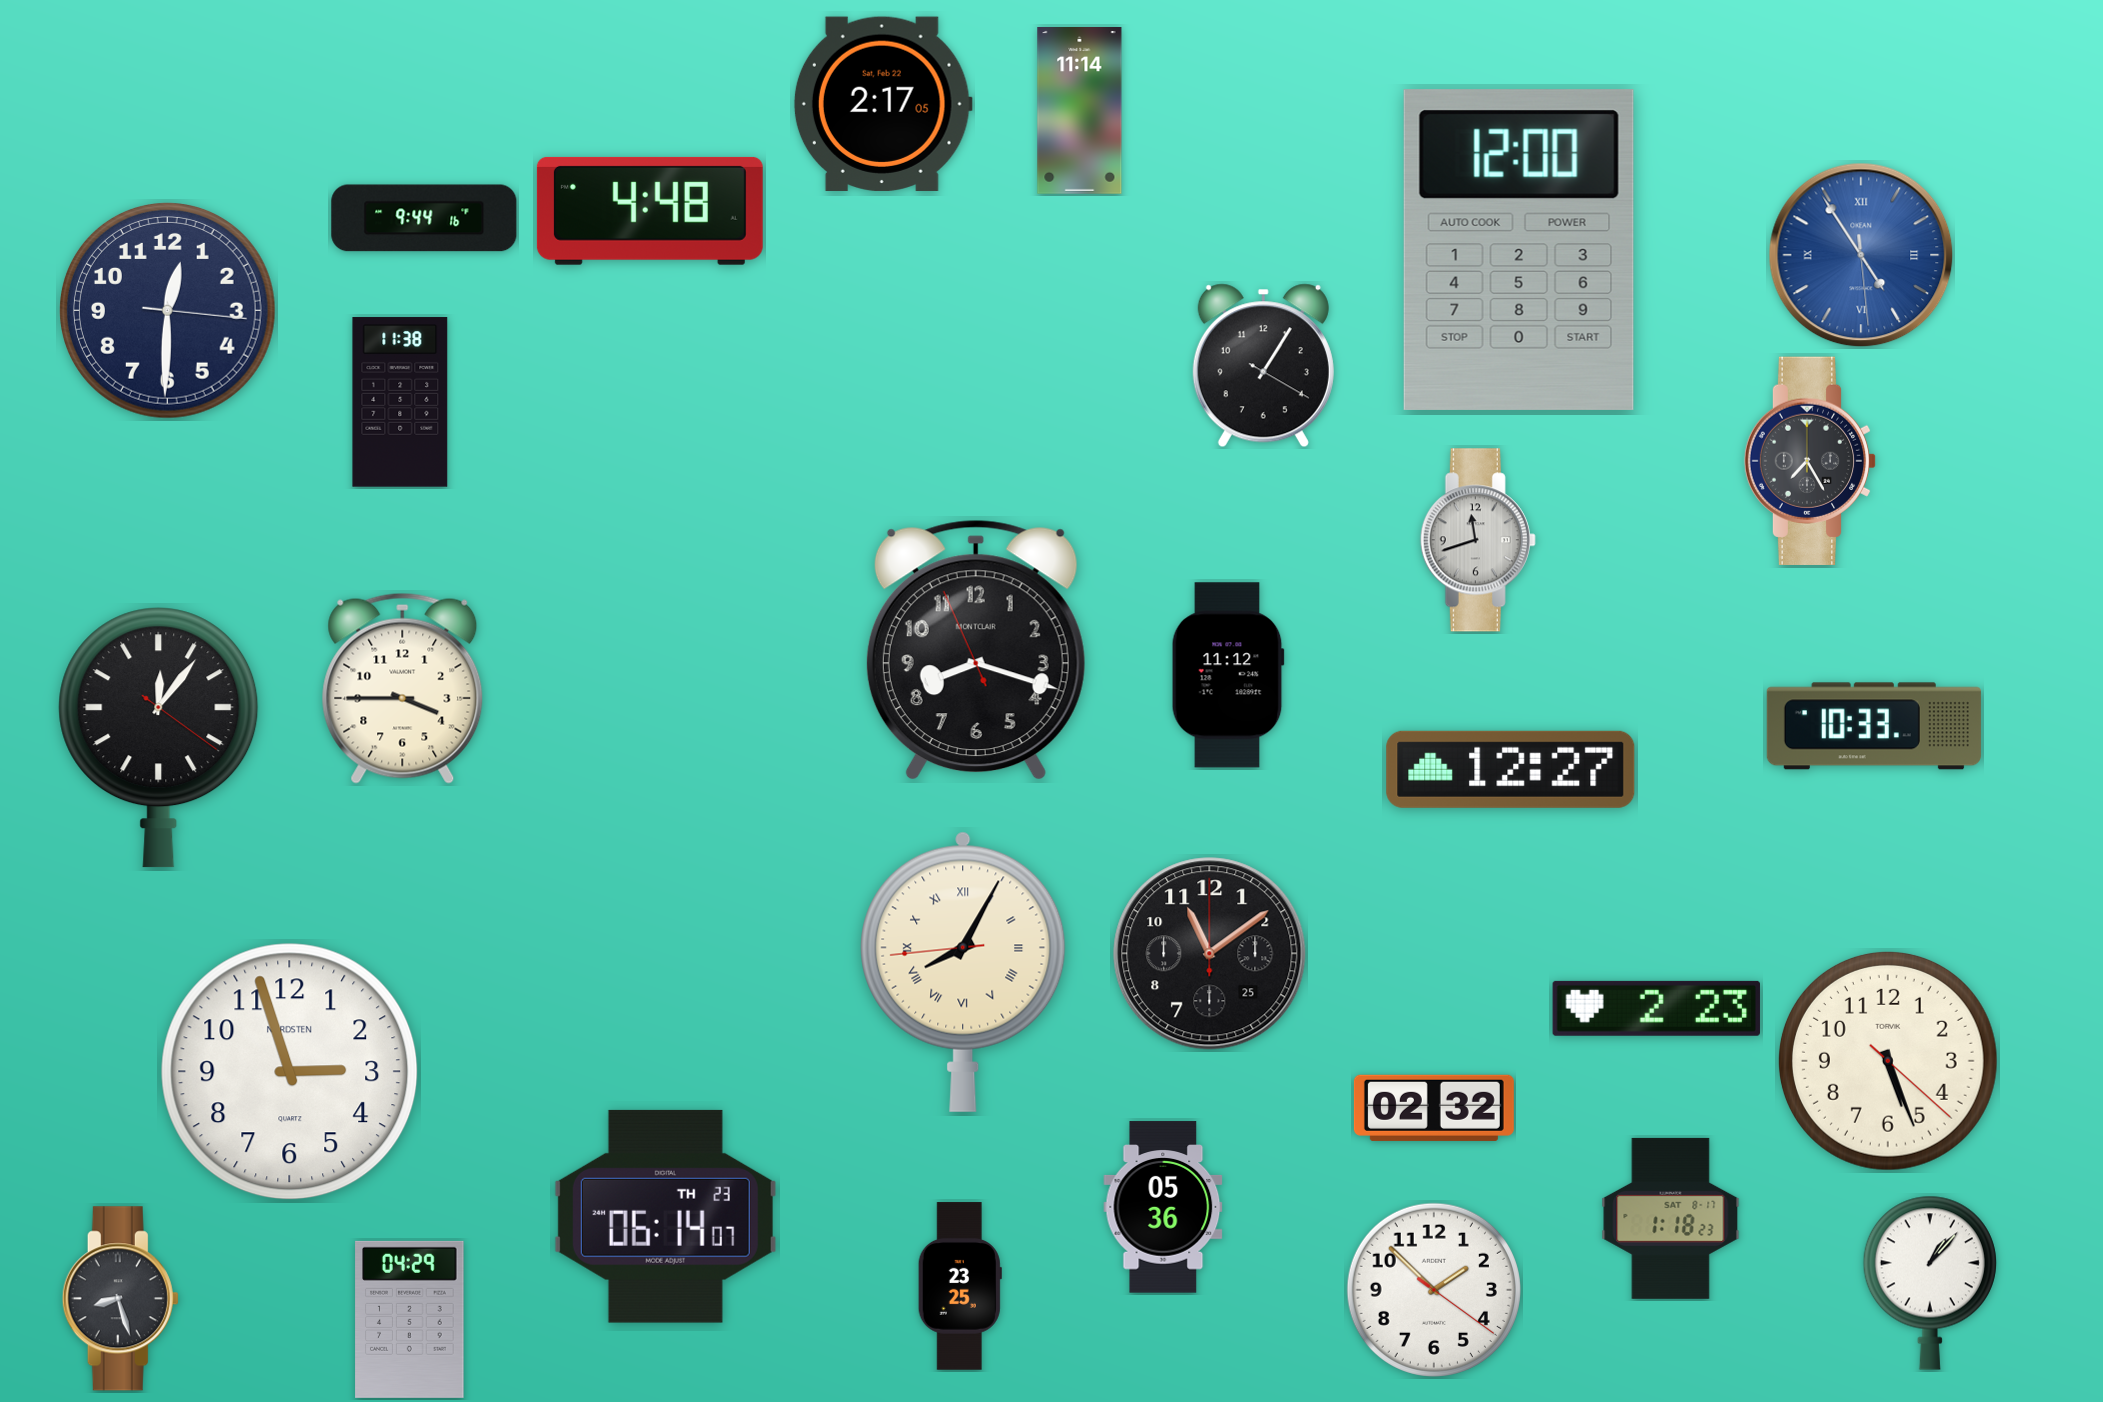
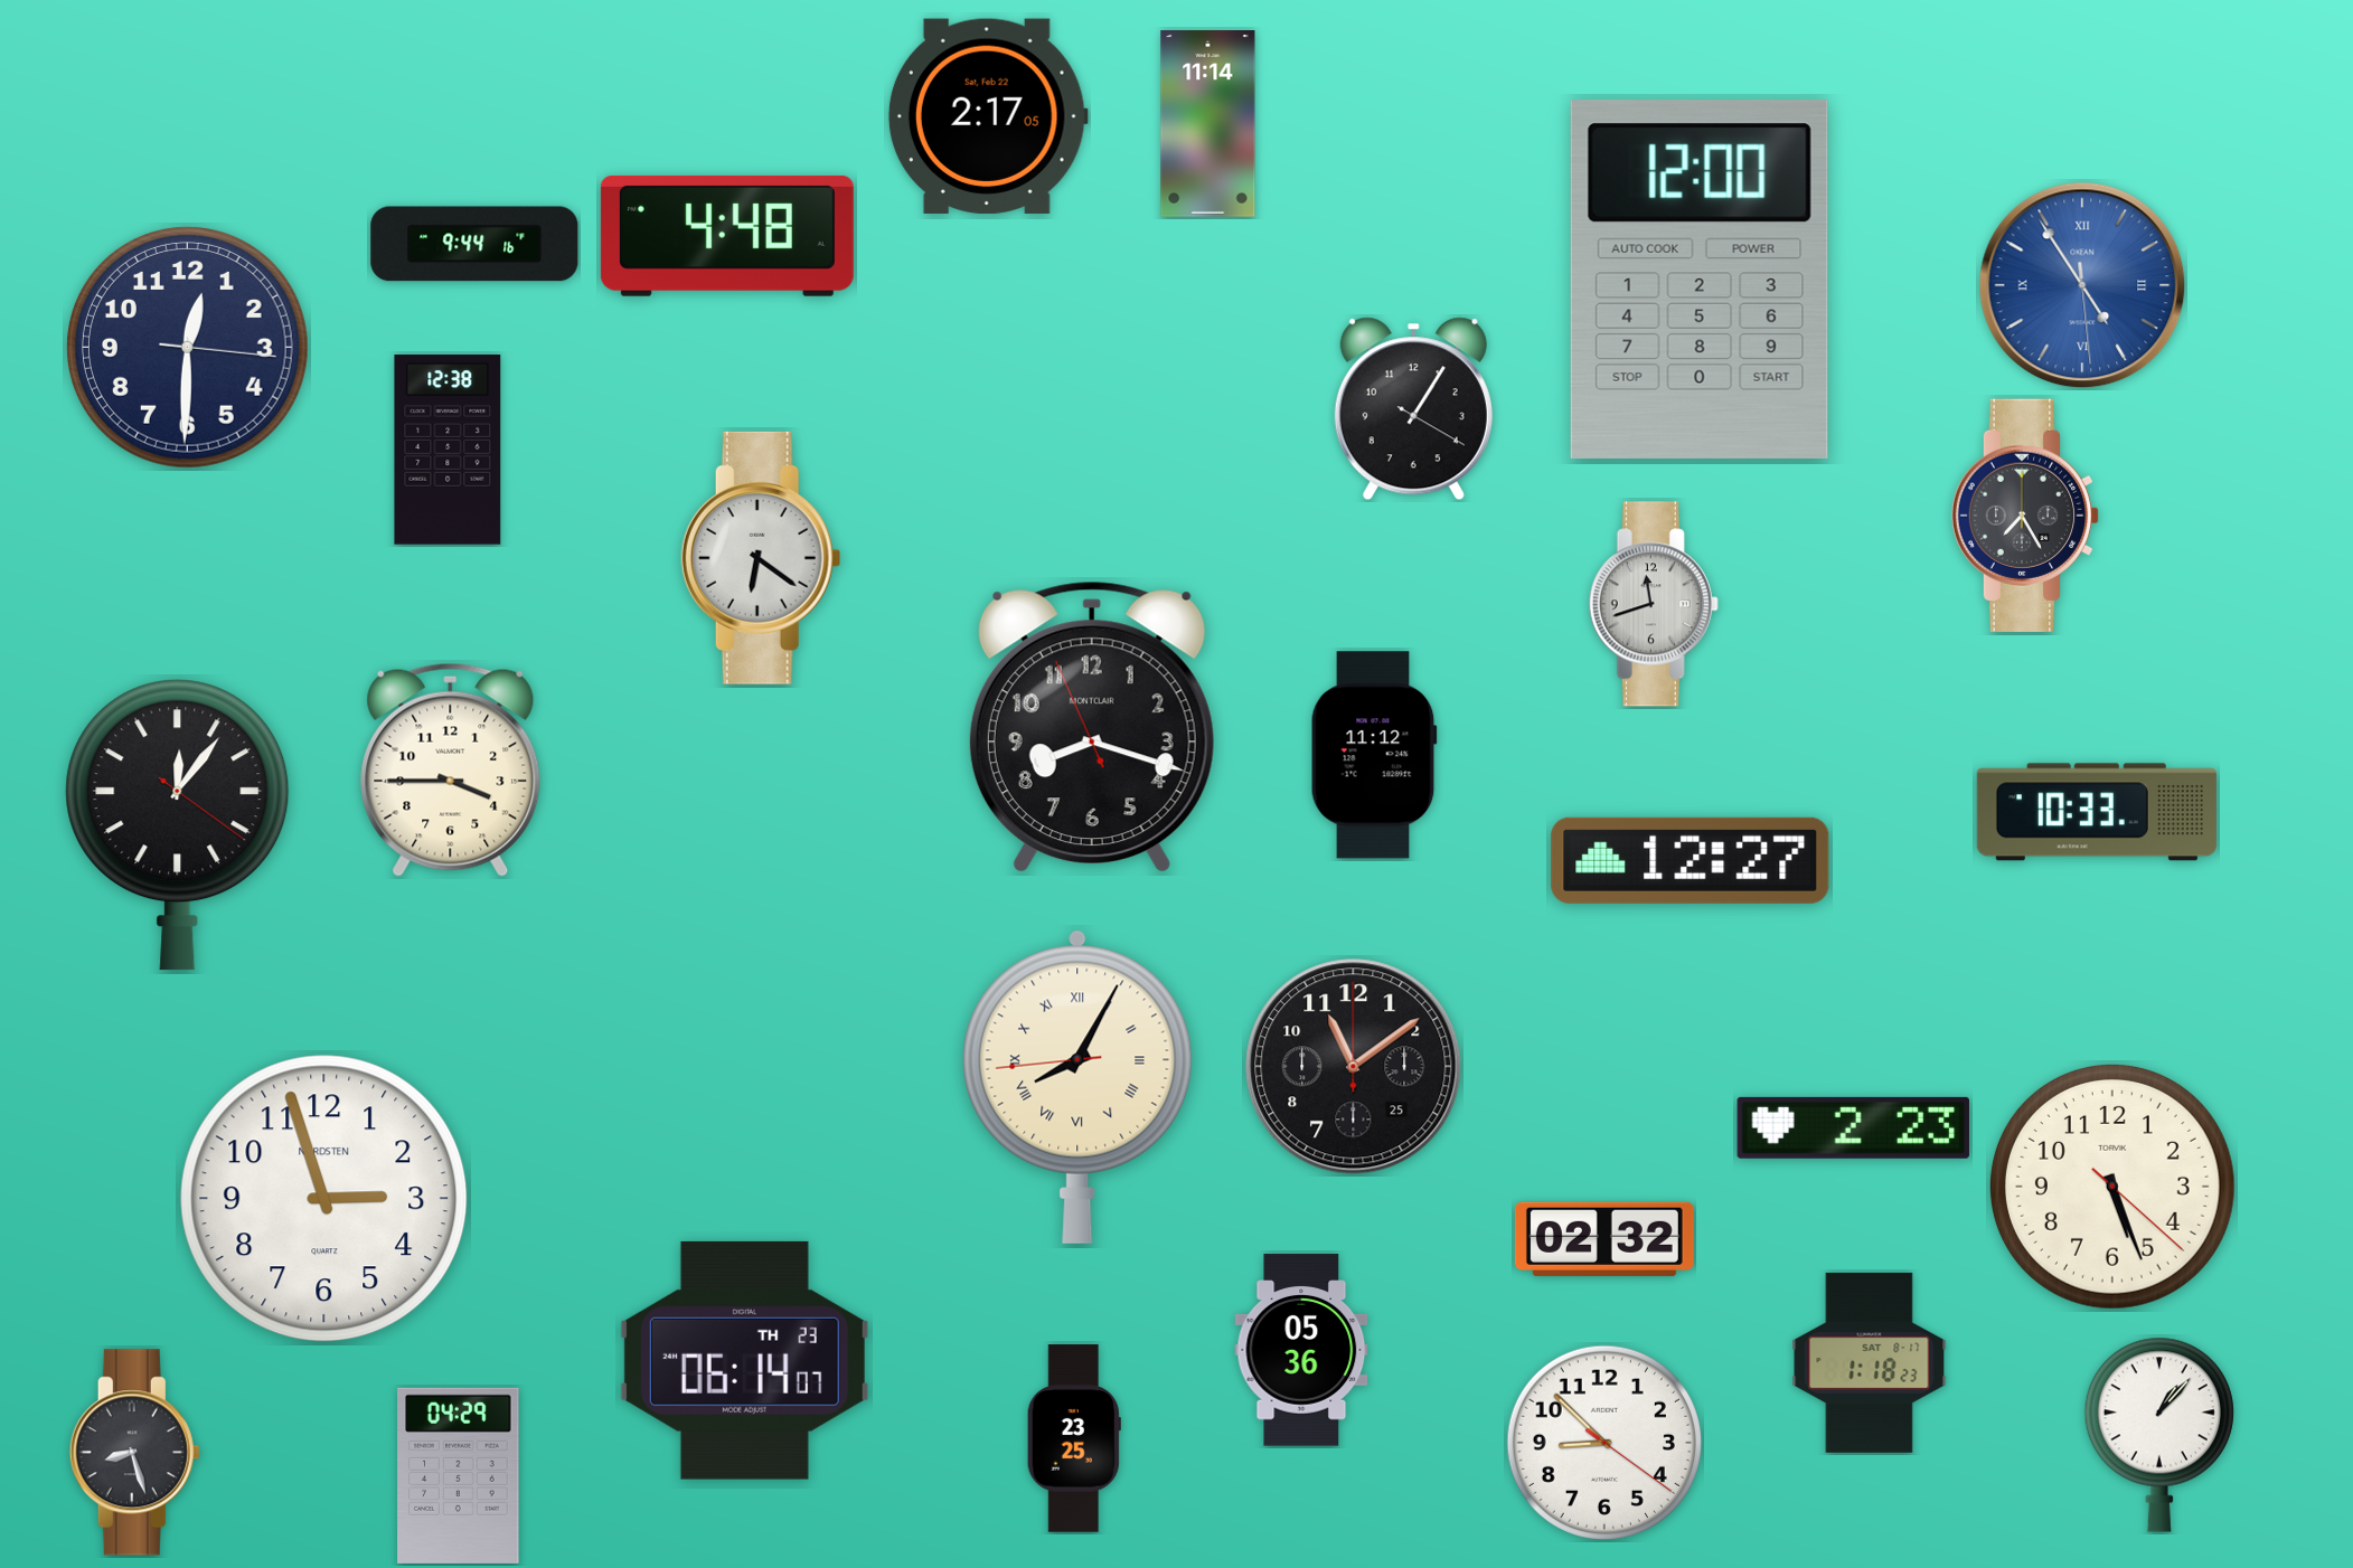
clock at (400, 402): 11:38 -> 12:38
clock at (761, 558): none -> 6:21
clock at (1434, 1290): 1:52 -> 8:52
